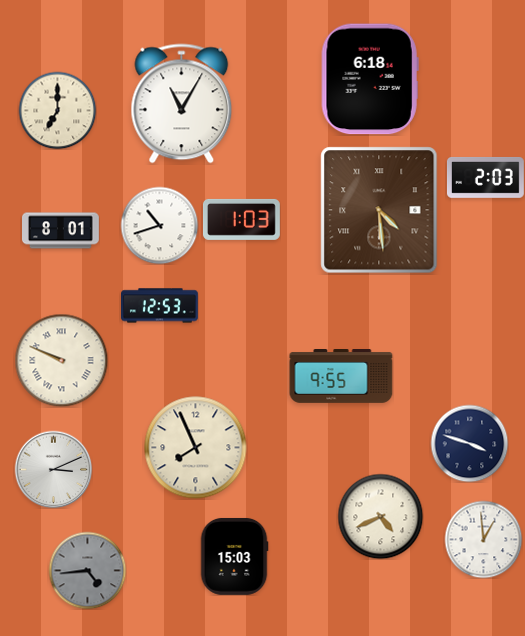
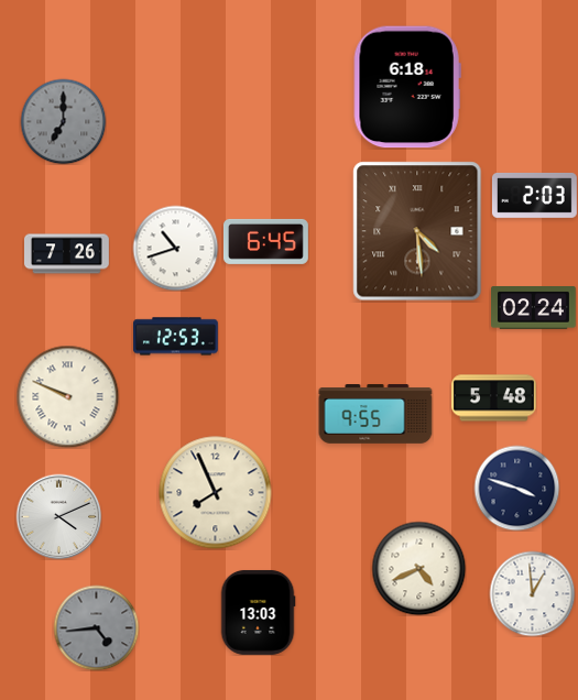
clock at (182, 104): 11:05 -> none
clock at (57, 110) dial: cream -> grey
clock at (241, 219): 1:03 -> 6:45
clock at (61, 231): 8:01 -> 7:26
clock at (534, 308): none -> 02:24
clock at (494, 398): none -> 5:48
clock at (53, 469): 3:11 -> 4:11
clock at (234, 557): 15:03 -> 13:03
